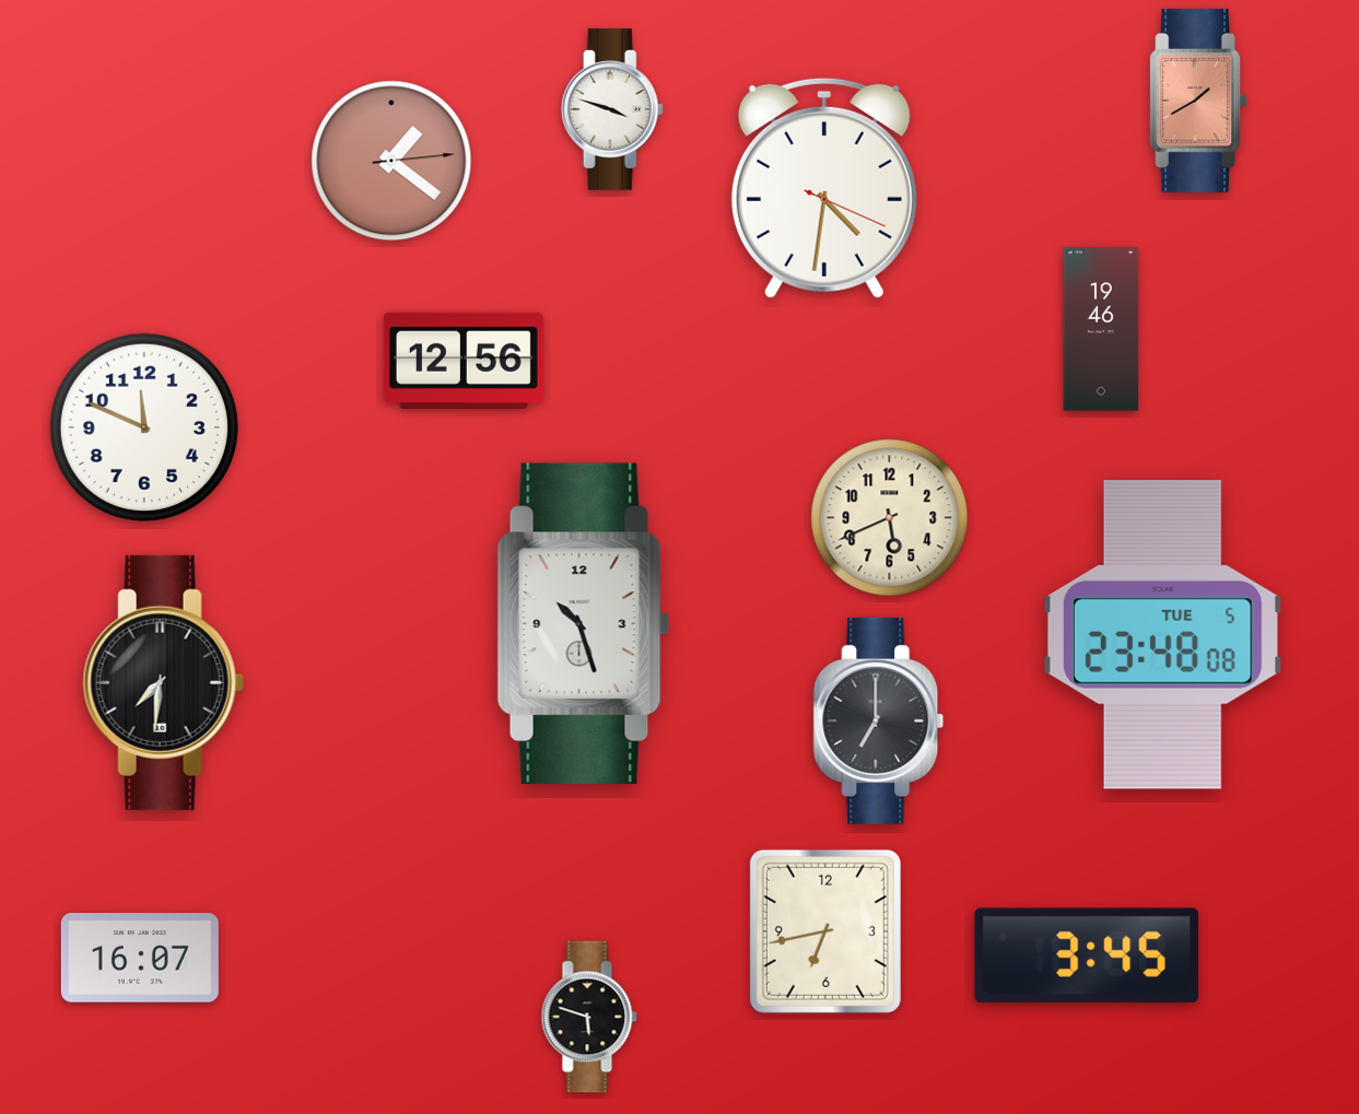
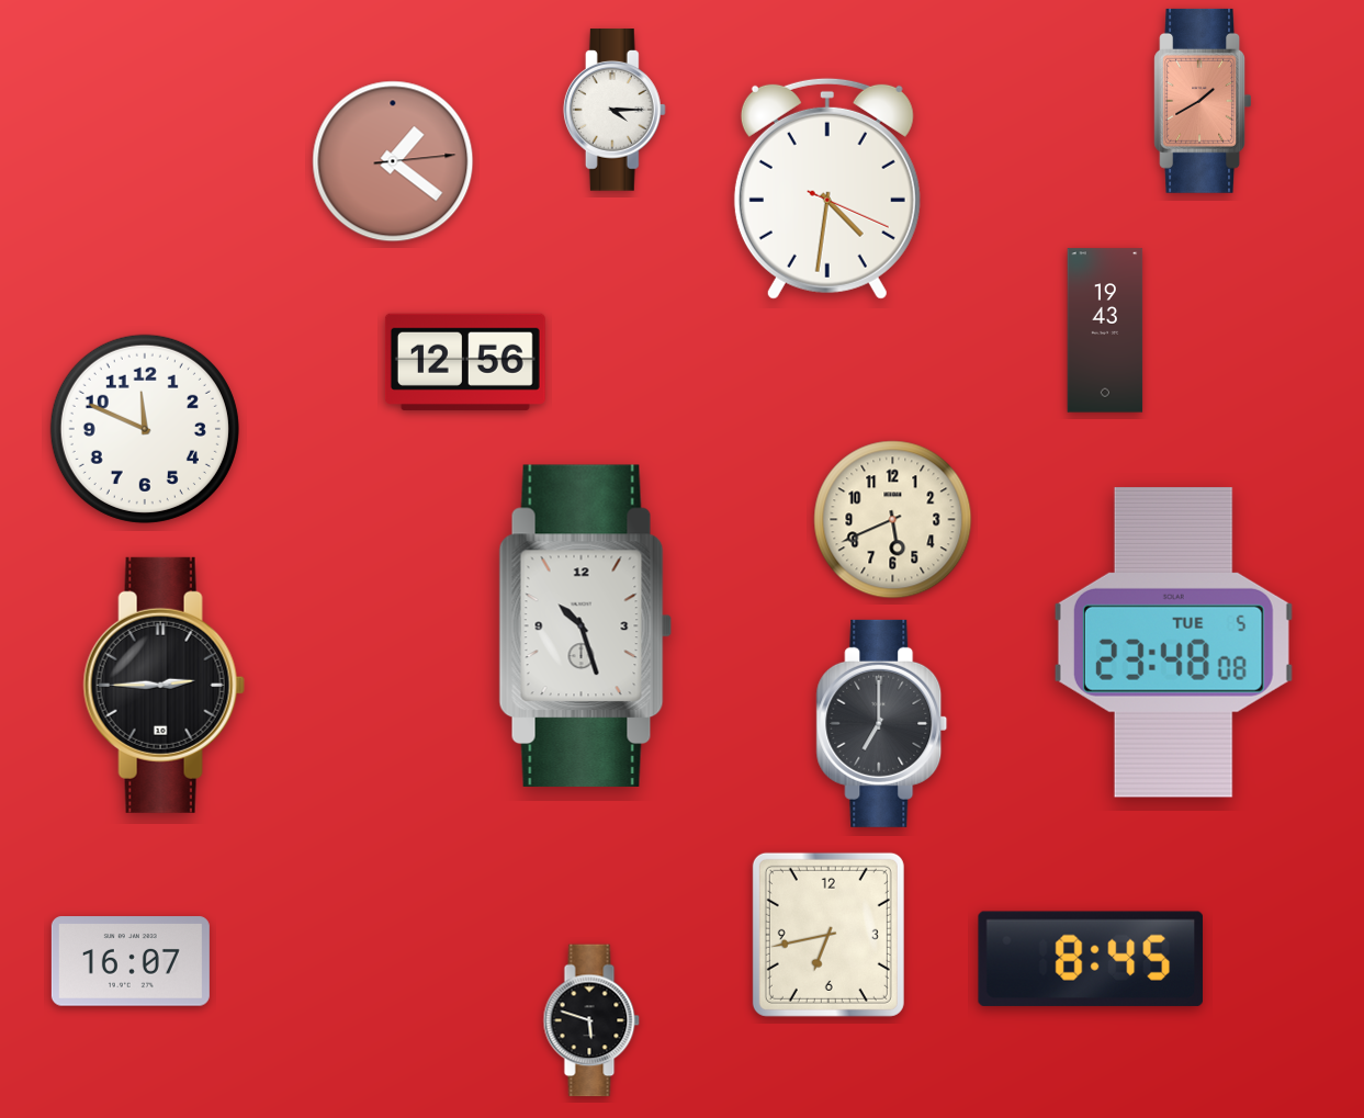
clock at (612, 109): 3:48 -> 4:15
clock at (1101, 329): 19:46 -> 19:43
clock at (1162, 634) position: (1162, 634) -> (1173, 642)
clock at (163, 682): 7:31 -> 2:45
clock at (1086, 955): 3:45 -> 8:45
clock at (140, 958) position: (140, 958) -> (131, 961)
